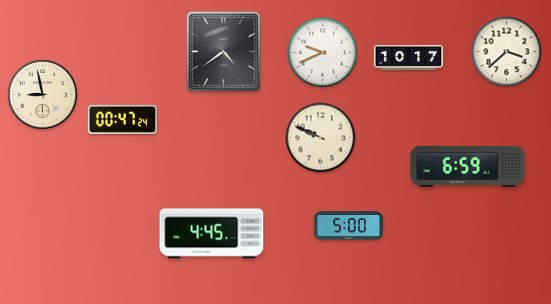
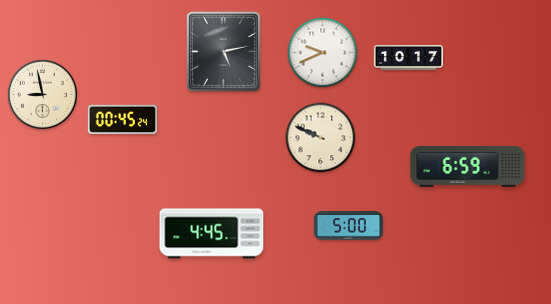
clock at (223, 51): 4:39 -> 5:13
clock at (507, 52): 3:38 -> none
clock at (123, 120): 00:47 -> 00:45
